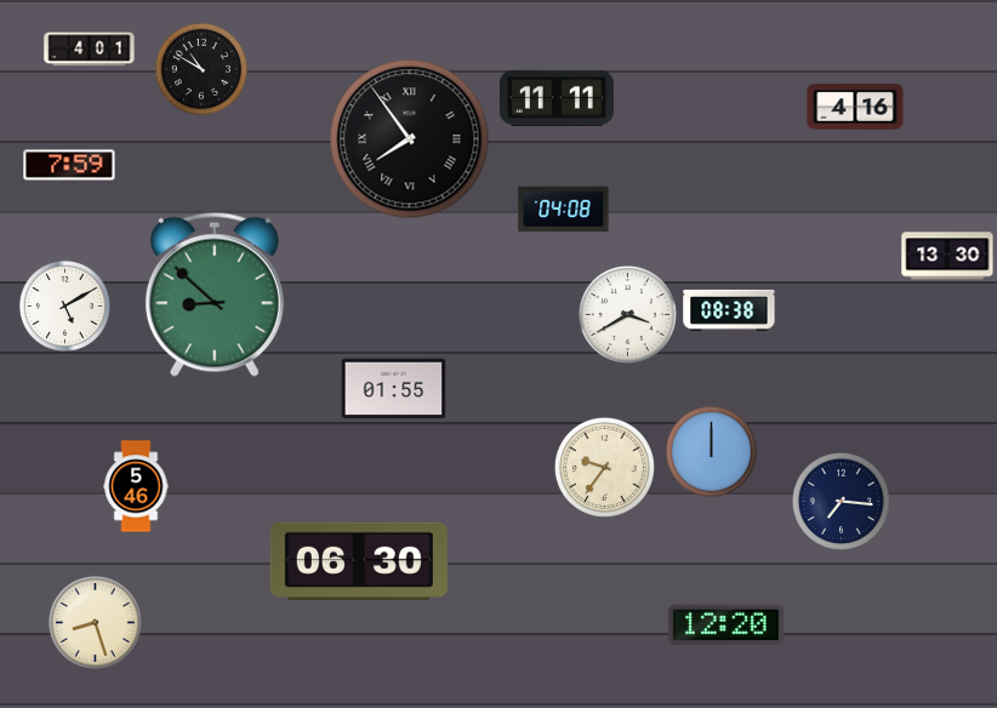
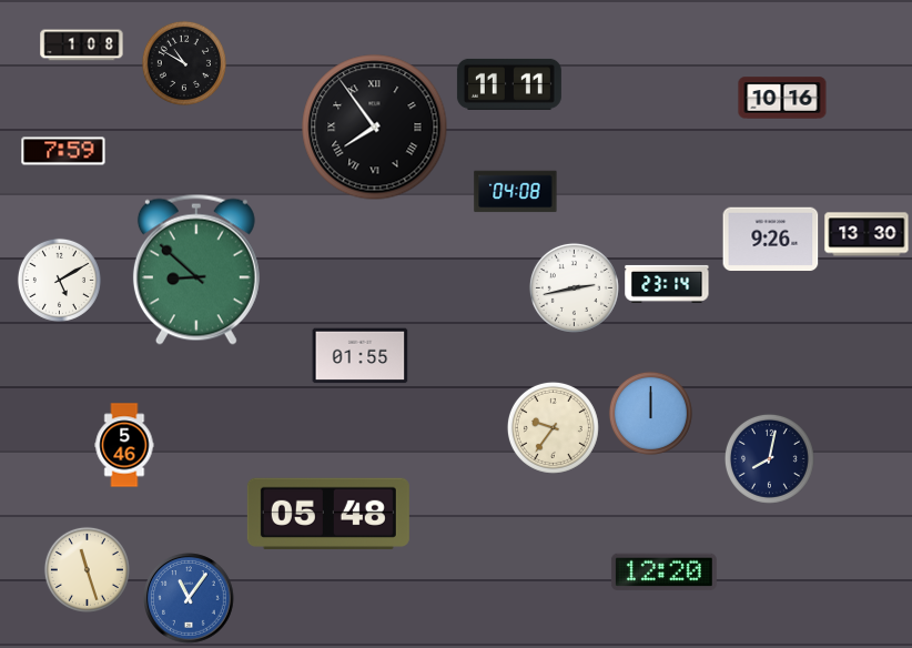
clock at (90, 50): 4:01 -> 1:08
clock at (557, 98) position: (557, 98) -> (509, 84)
clock at (855, 107): 4:16 -> 10:16
clock at (771, 240): none -> 9:26
clock at (729, 310): 08:38 -> 23:14
clock at (627, 314): 3:40 -> 2:43
clock at (841, 501): 7:16 -> 8:02
clock at (359, 561): 06:30 -> 05:48
clock at (95, 622): 8:27 -> 11:27
clock at (189, 598): none -> 11:06
